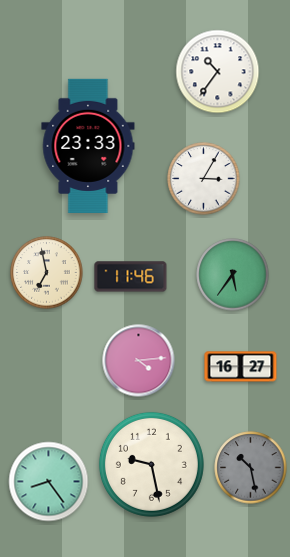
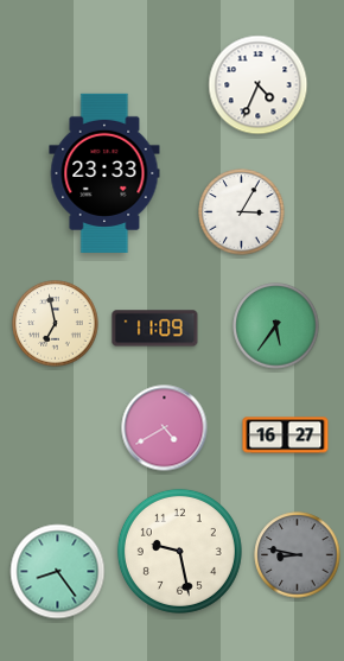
clock at (218, 72): 10:36 -> 4:34
clock at (131, 277): 11:46 -> 11:09
clock at (139, 361): 4:14 -> 4:40
clock at (251, 468): 10:28 -> 8:47
